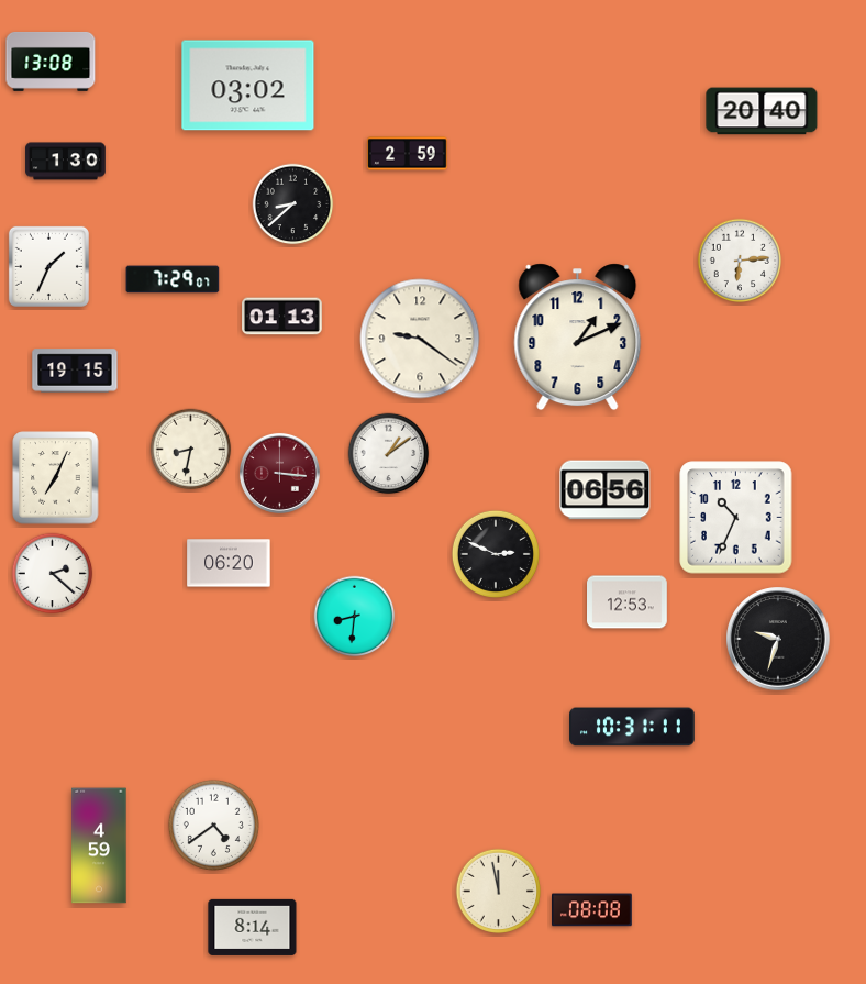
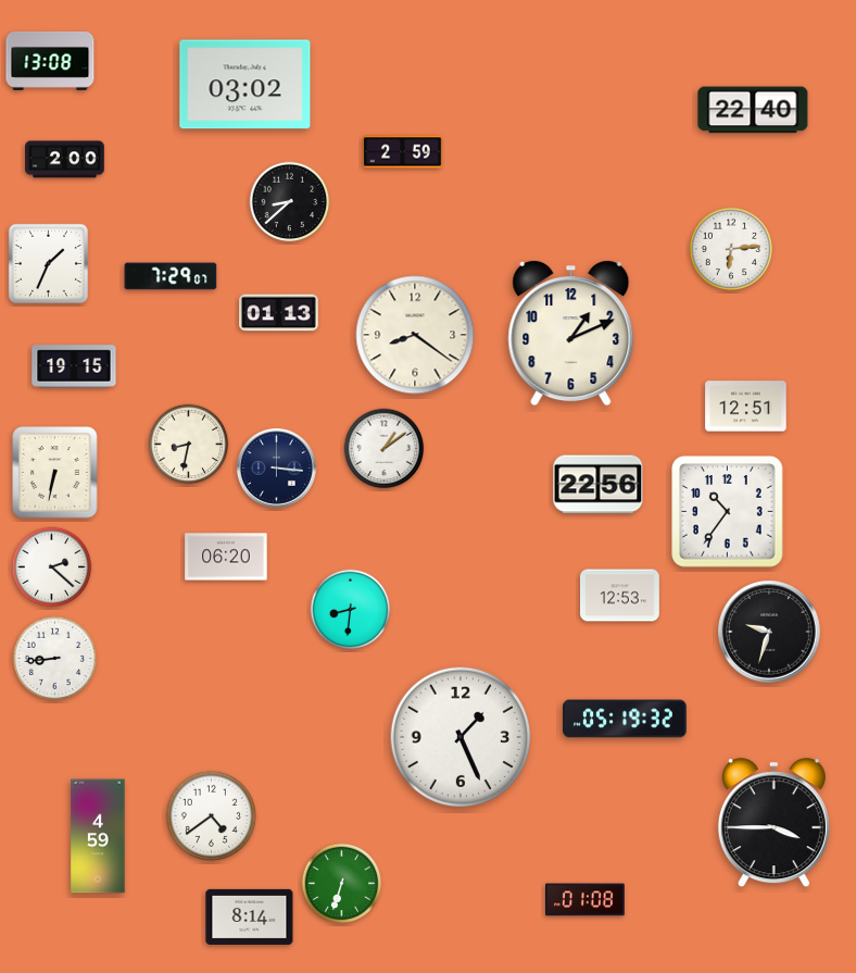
clock at (762, 111): 20:40 -> 22:40
clock at (66, 162): 1:30 -> 2:00
clock at (740, 261) position: (740, 261) -> (731, 249)
clock at (420, 339): 9:21 -> 8:21
clock at (746, 407): none -> 12:51
clock at (279, 473) dial: burgundy -> navy
clock at (56, 478): 7:04 -> 6:32
clock at (606, 490): 06:56 -> 22:56
clock at (736, 518): 10:34 -> 10:36
clock at (496, 554): 2:49 -> none
clock at (55, 659): none -> 8:44
clock at (632, 727): 10:31 -> 05:19
clock at (460, 736): none -> 1:26
clock at (773, 823): none -> 3:45
clock at (499, 892): 11:58 -> none
clock at (342, 884): none -> 6:33
clock at (592, 910): 08:08 -> 01:08
